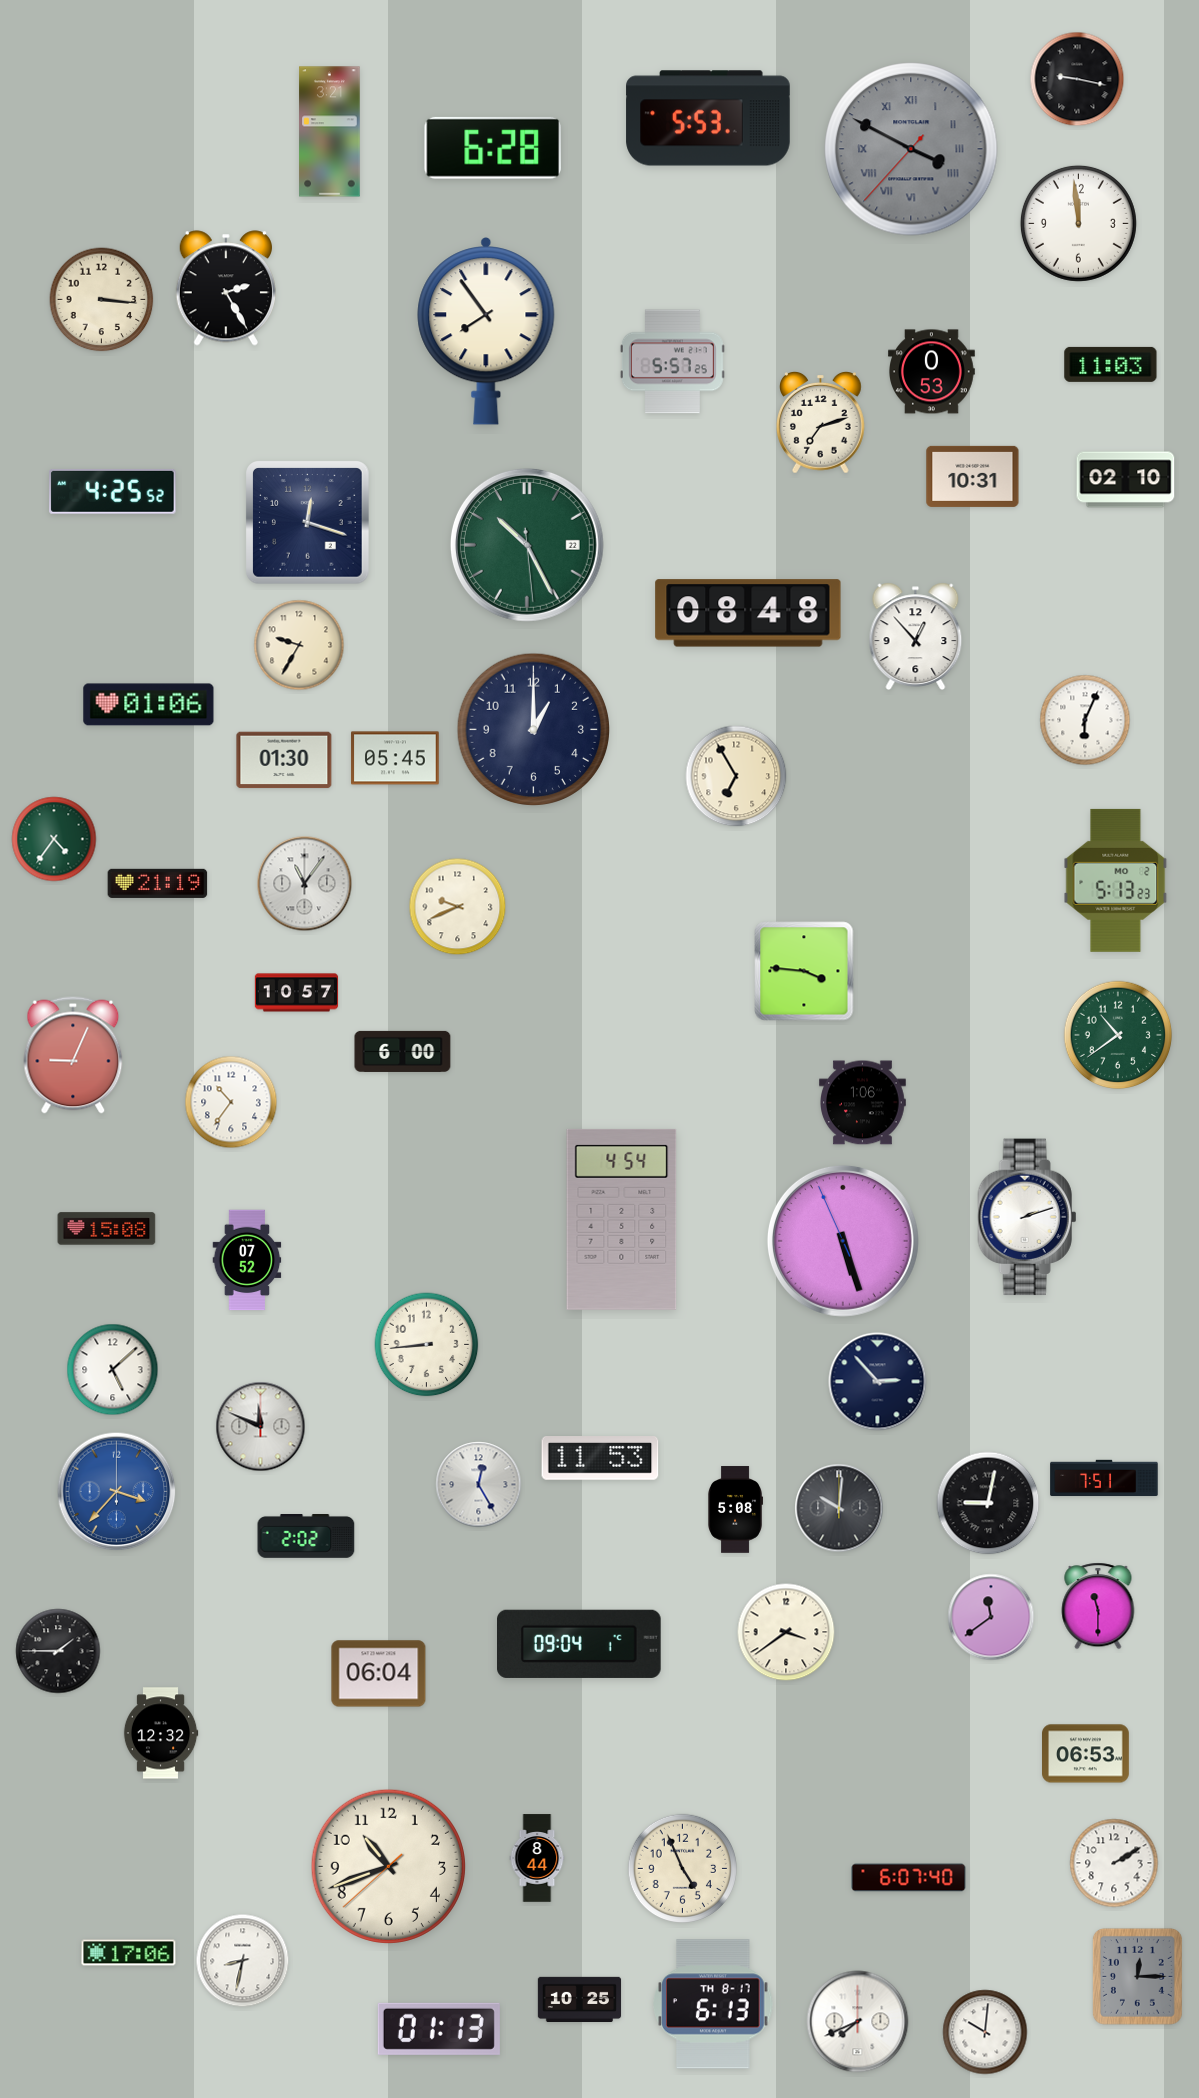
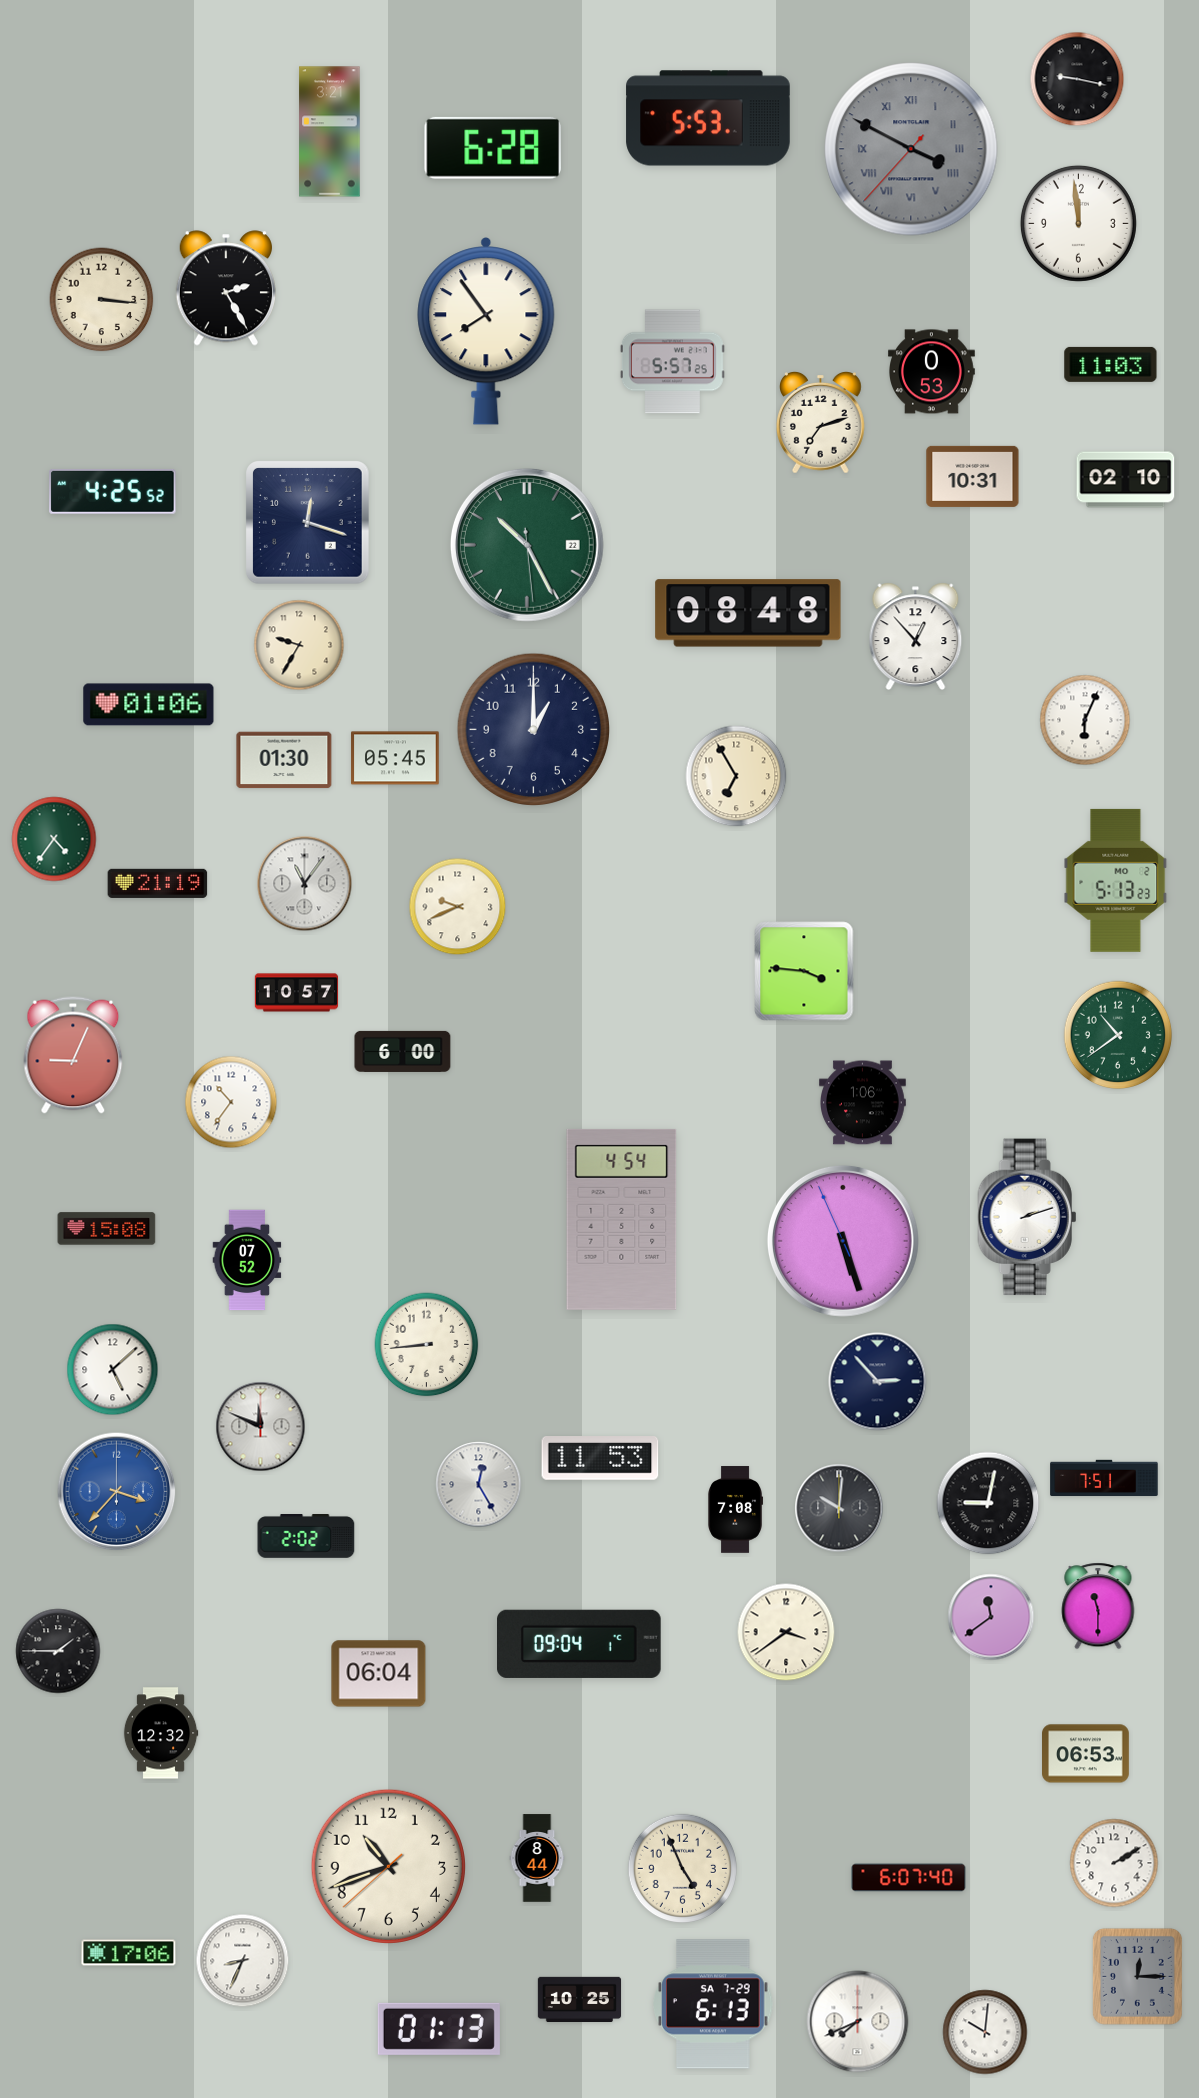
clock at (735, 1510): 5:08 -> 7:08
clock at (243, 1961): 8:32 -> 8:34
clock at (713, 2004) date: TH 8-17 -> SA 7-29
